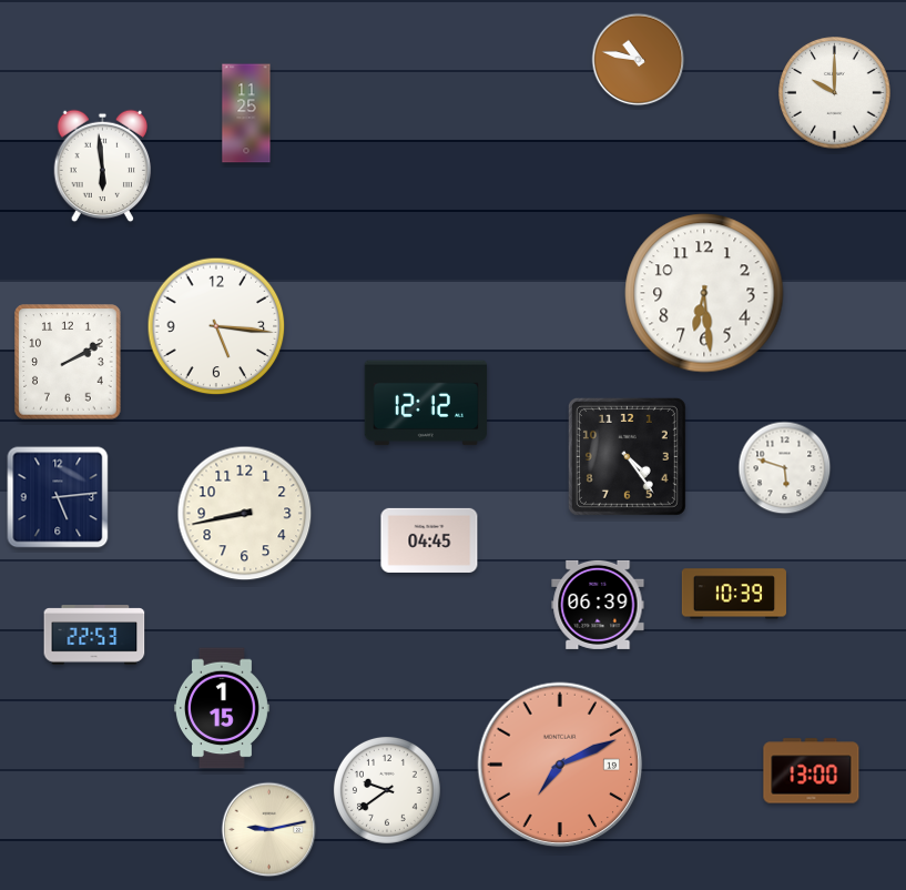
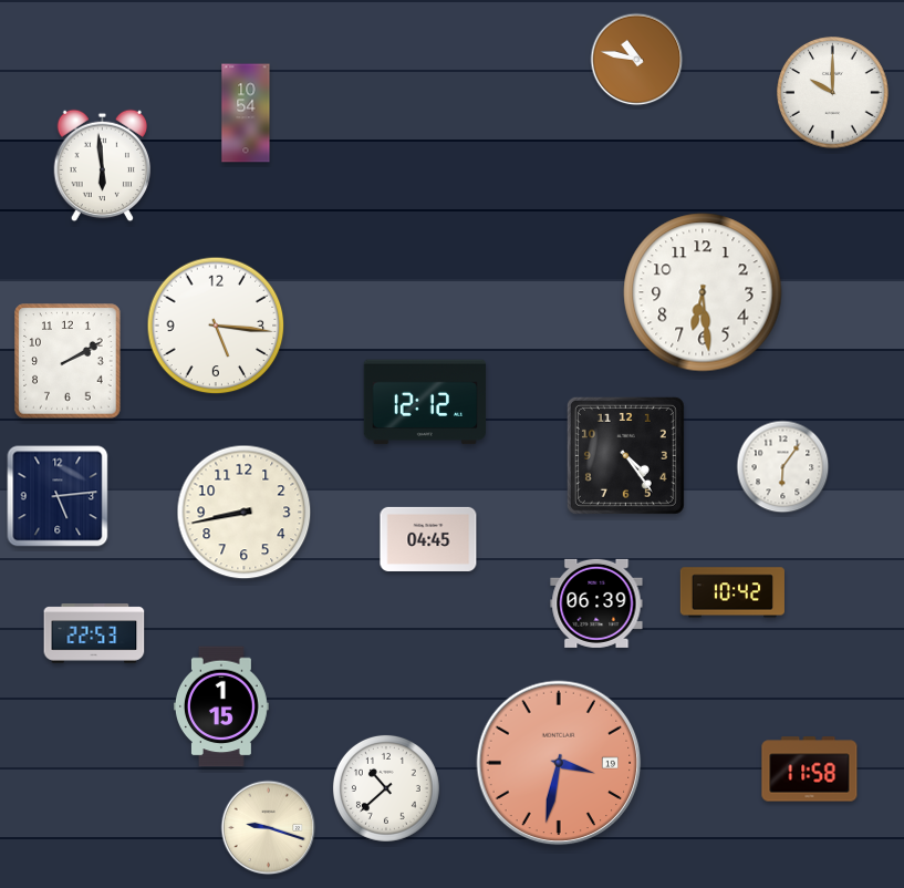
clock at (246, 113): 11:25 -> 10:54
clock at (785, 468): 5:48 -> 6:06
clock at (734, 594): 10:39 -> 10:42
clock at (560, 765): 7:11 -> 3:32
clock at (812, 771): 13:00 -> 11:58
clock at (387, 790): 9:39 -> 10:38
clock at (269, 830): 9:13 -> 9:18
